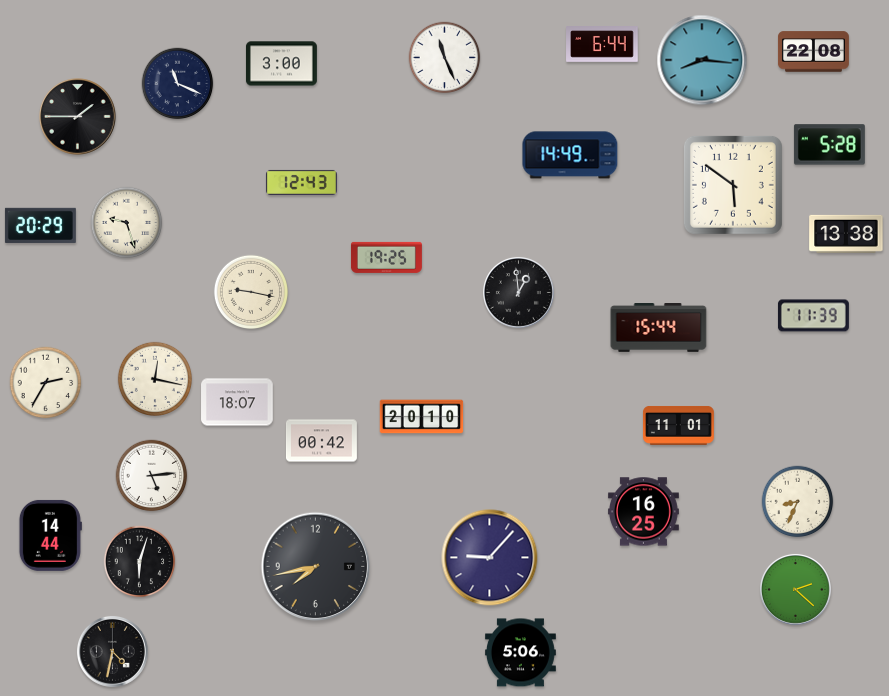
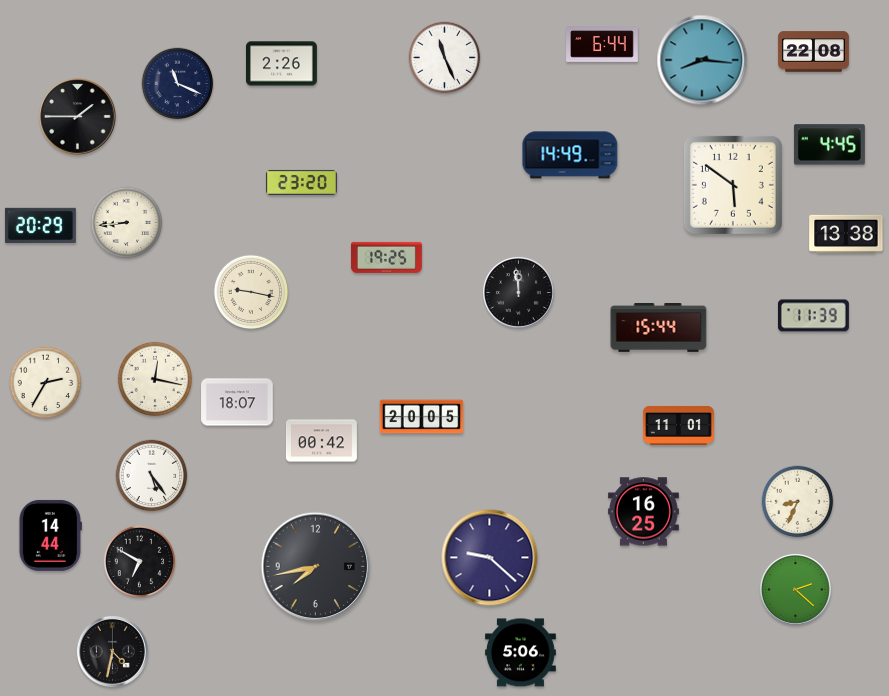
clock at (281, 64): 3:00 -> 2:26
clock at (829, 145): 5:28 -> 4:45
clock at (301, 182): 12:43 -> 23:20
clock at (127, 223): 9:27 -> 8:44
clock at (518, 292): 12:59 -> 11:59
clock at (422, 417): 20:10 -> 20:05
clock at (152, 476): 5:14 -> 5:24
clock at (490, 558): 9:07 -> 9:22
clock at (140, 562): 6:03 -> 6:50
